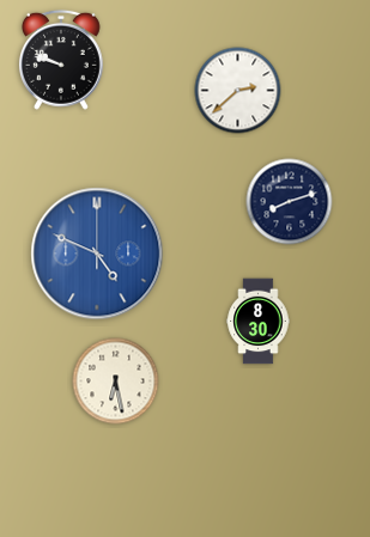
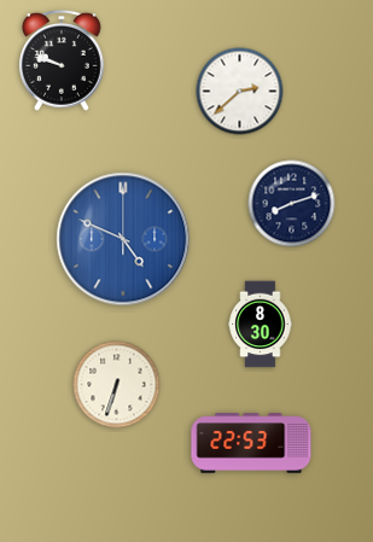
clock at (97, 254) position: (97, 254) -> (123, 239)
clock at (116, 382): 6:28 -> 6:33
clock at (251, 443): none -> 22:53
